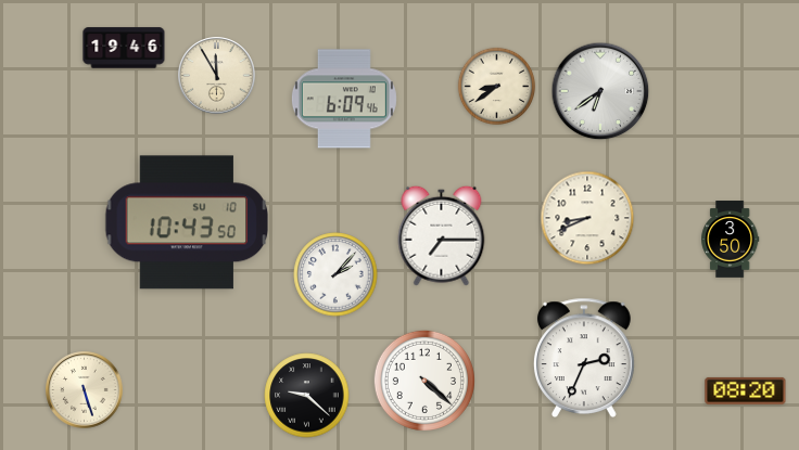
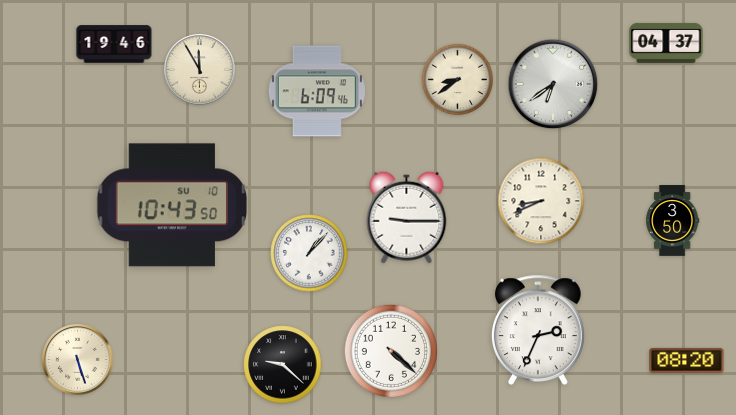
clock at (666, 43): none -> 04:37
clock at (442, 235): 7:15 -> 9:15
clock at (335, 274): 2:07 -> 1:07
